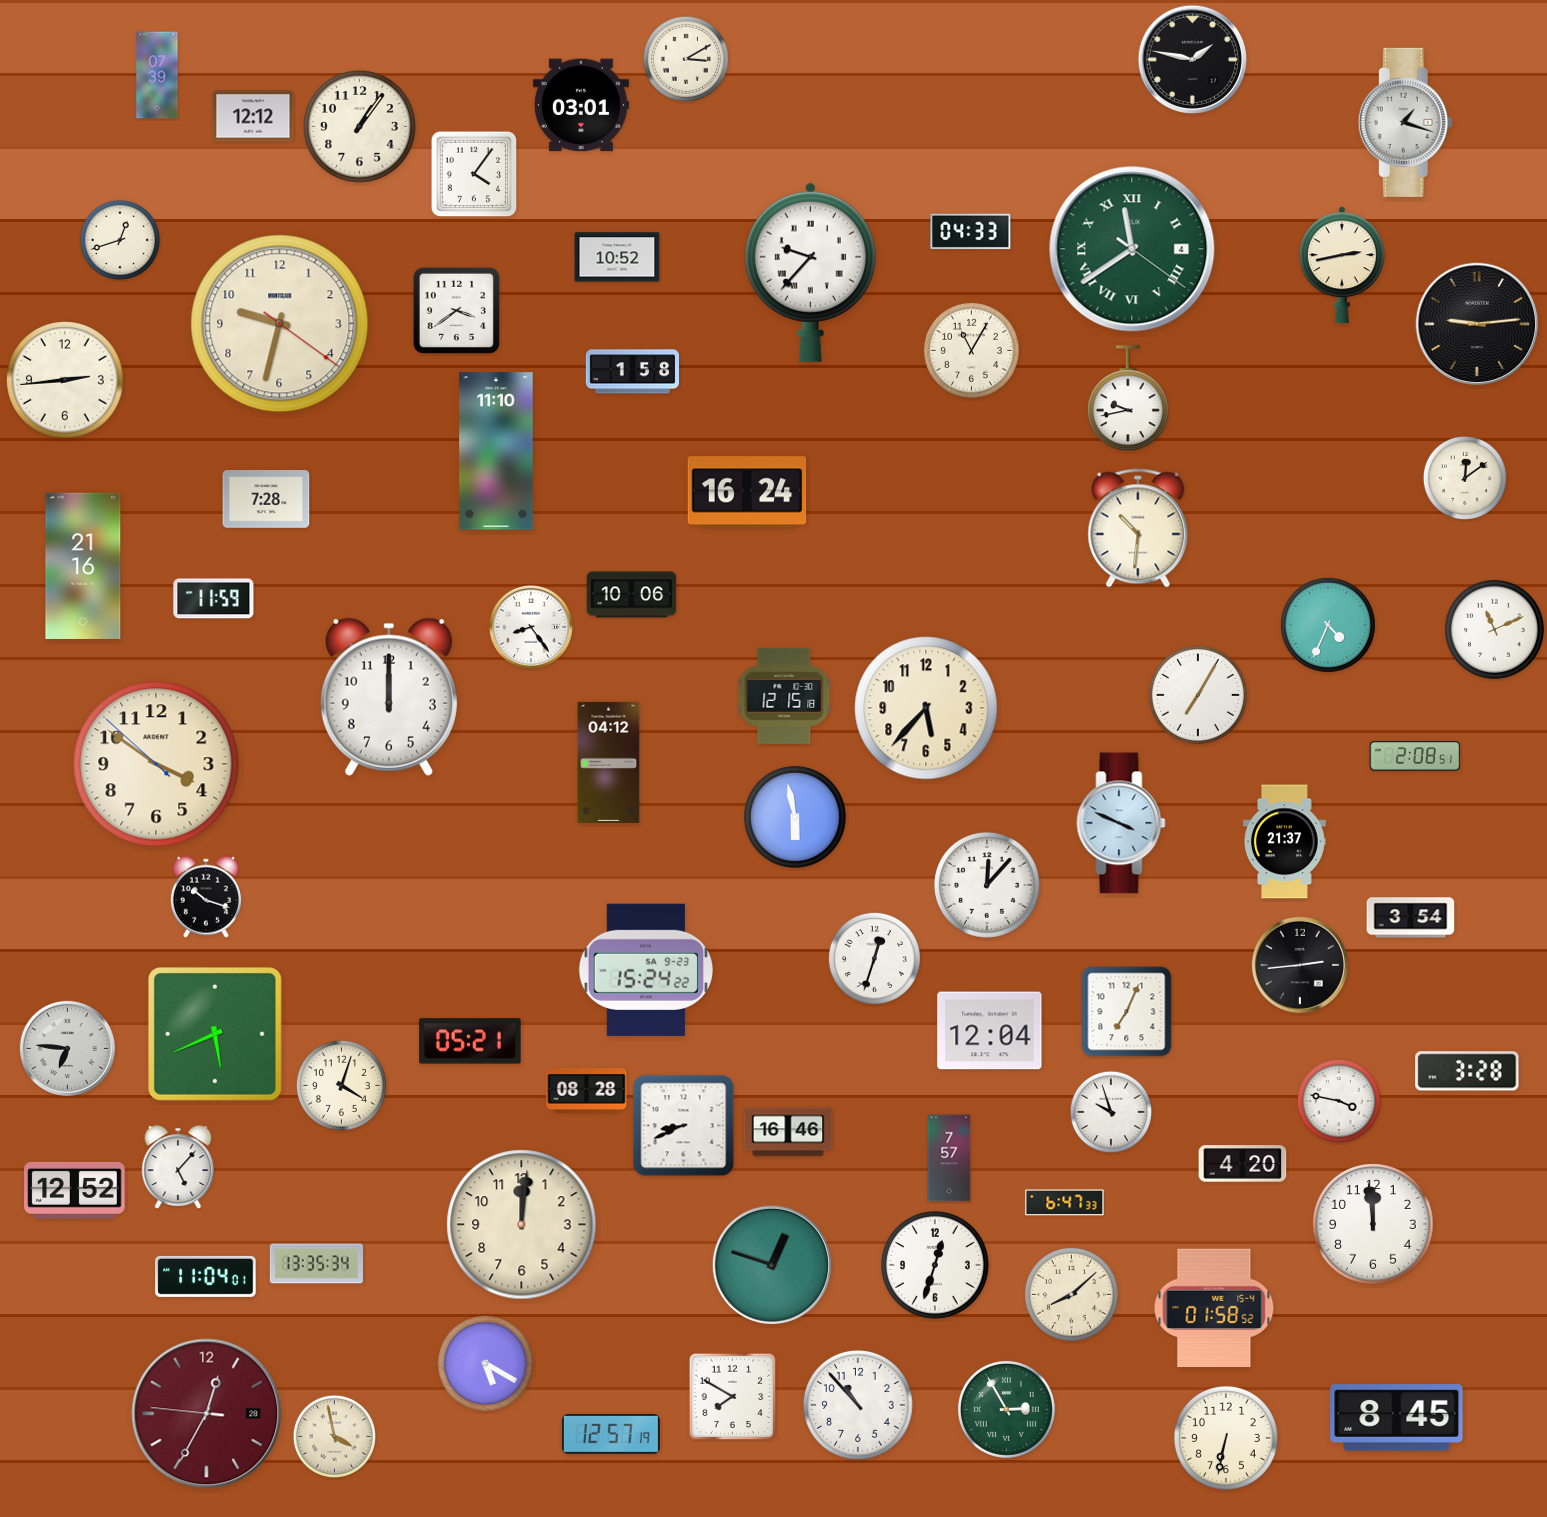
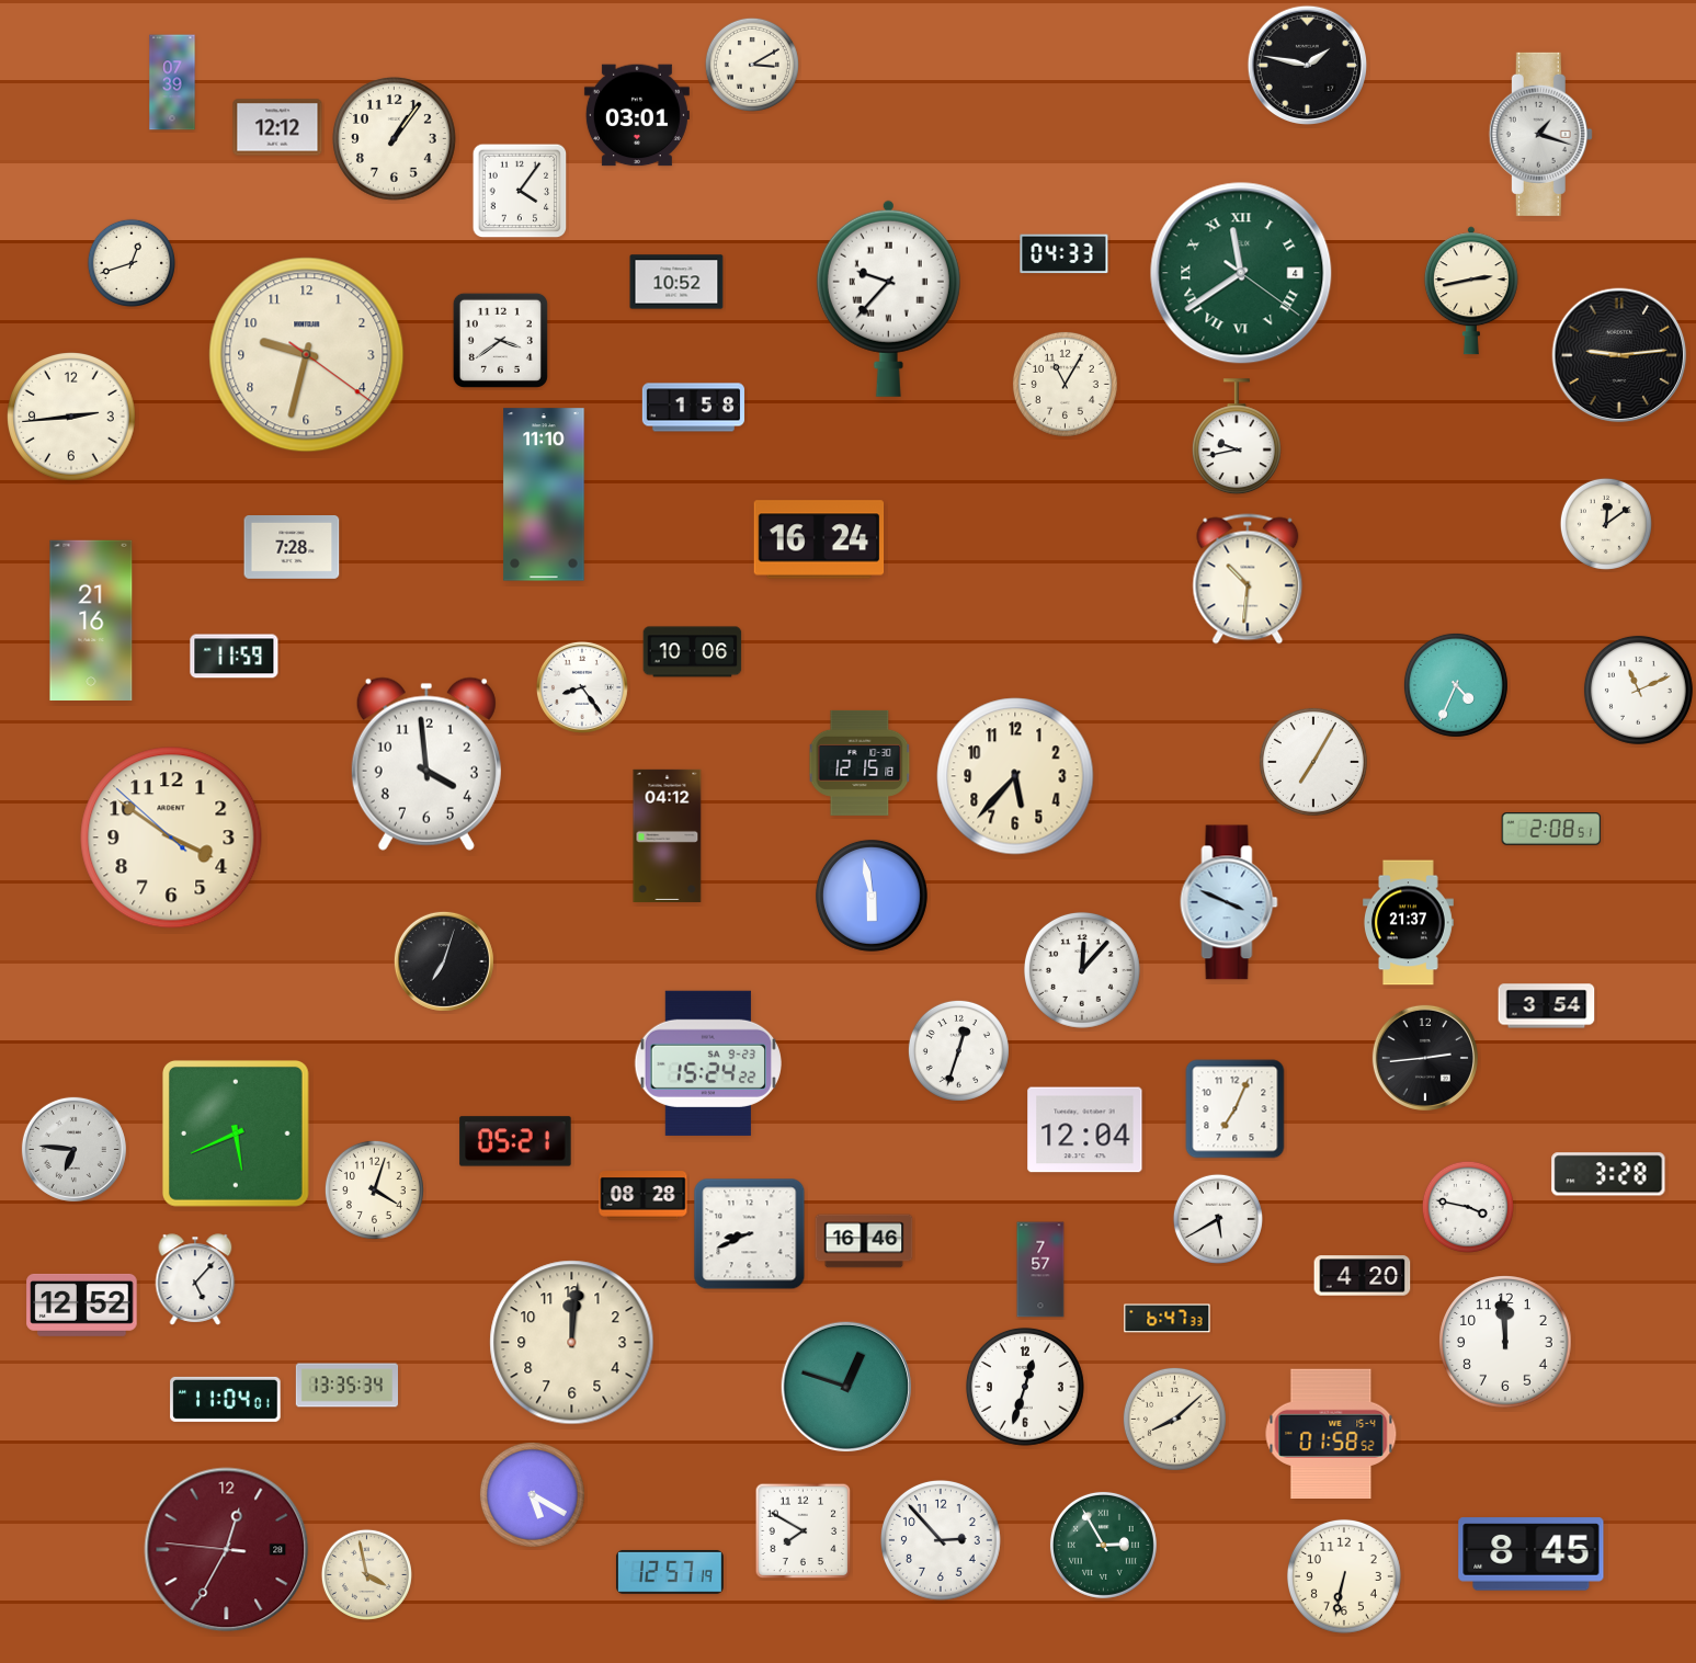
clock at (389, 697): 12:00 -> 3:59
clock at (444, 961): none -> 7:03
clock at (206, 897): 10:18 -> none
clock at (1111, 1112): 9:57 -> 5:40
clock at (859, 1406): 10:53 -> 2:53
